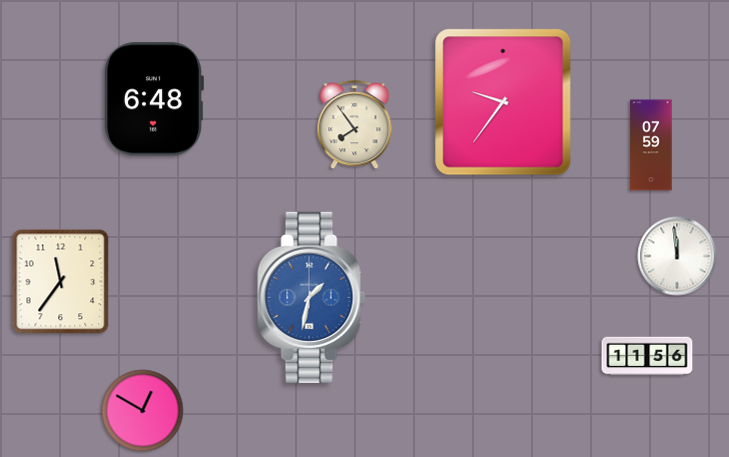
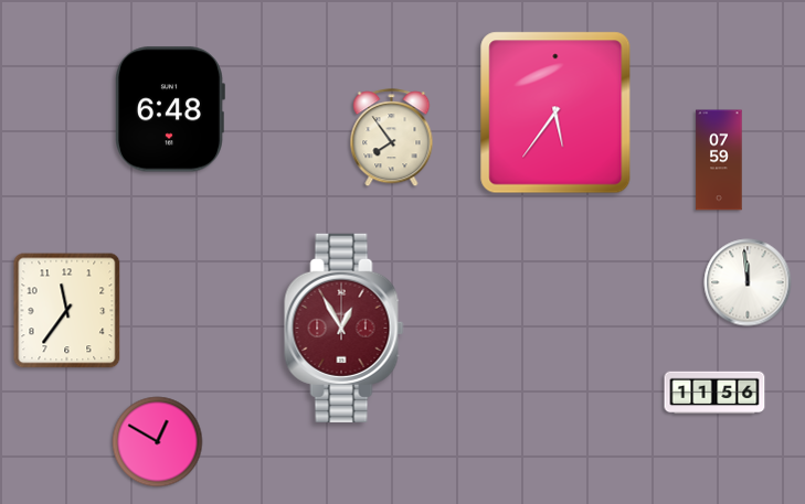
clock at (503, 102): 9:36 -> 5:36
clock at (312, 297): 1:32 -> 12:55
clock at (312, 297) dial: blue -> burgundy
clock at (143, 411) position: (143, 411) -> (158, 442)
